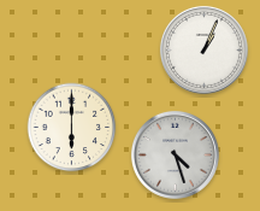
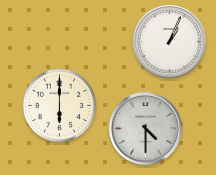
clock at (175, 154): 4:27 -> 4:30
